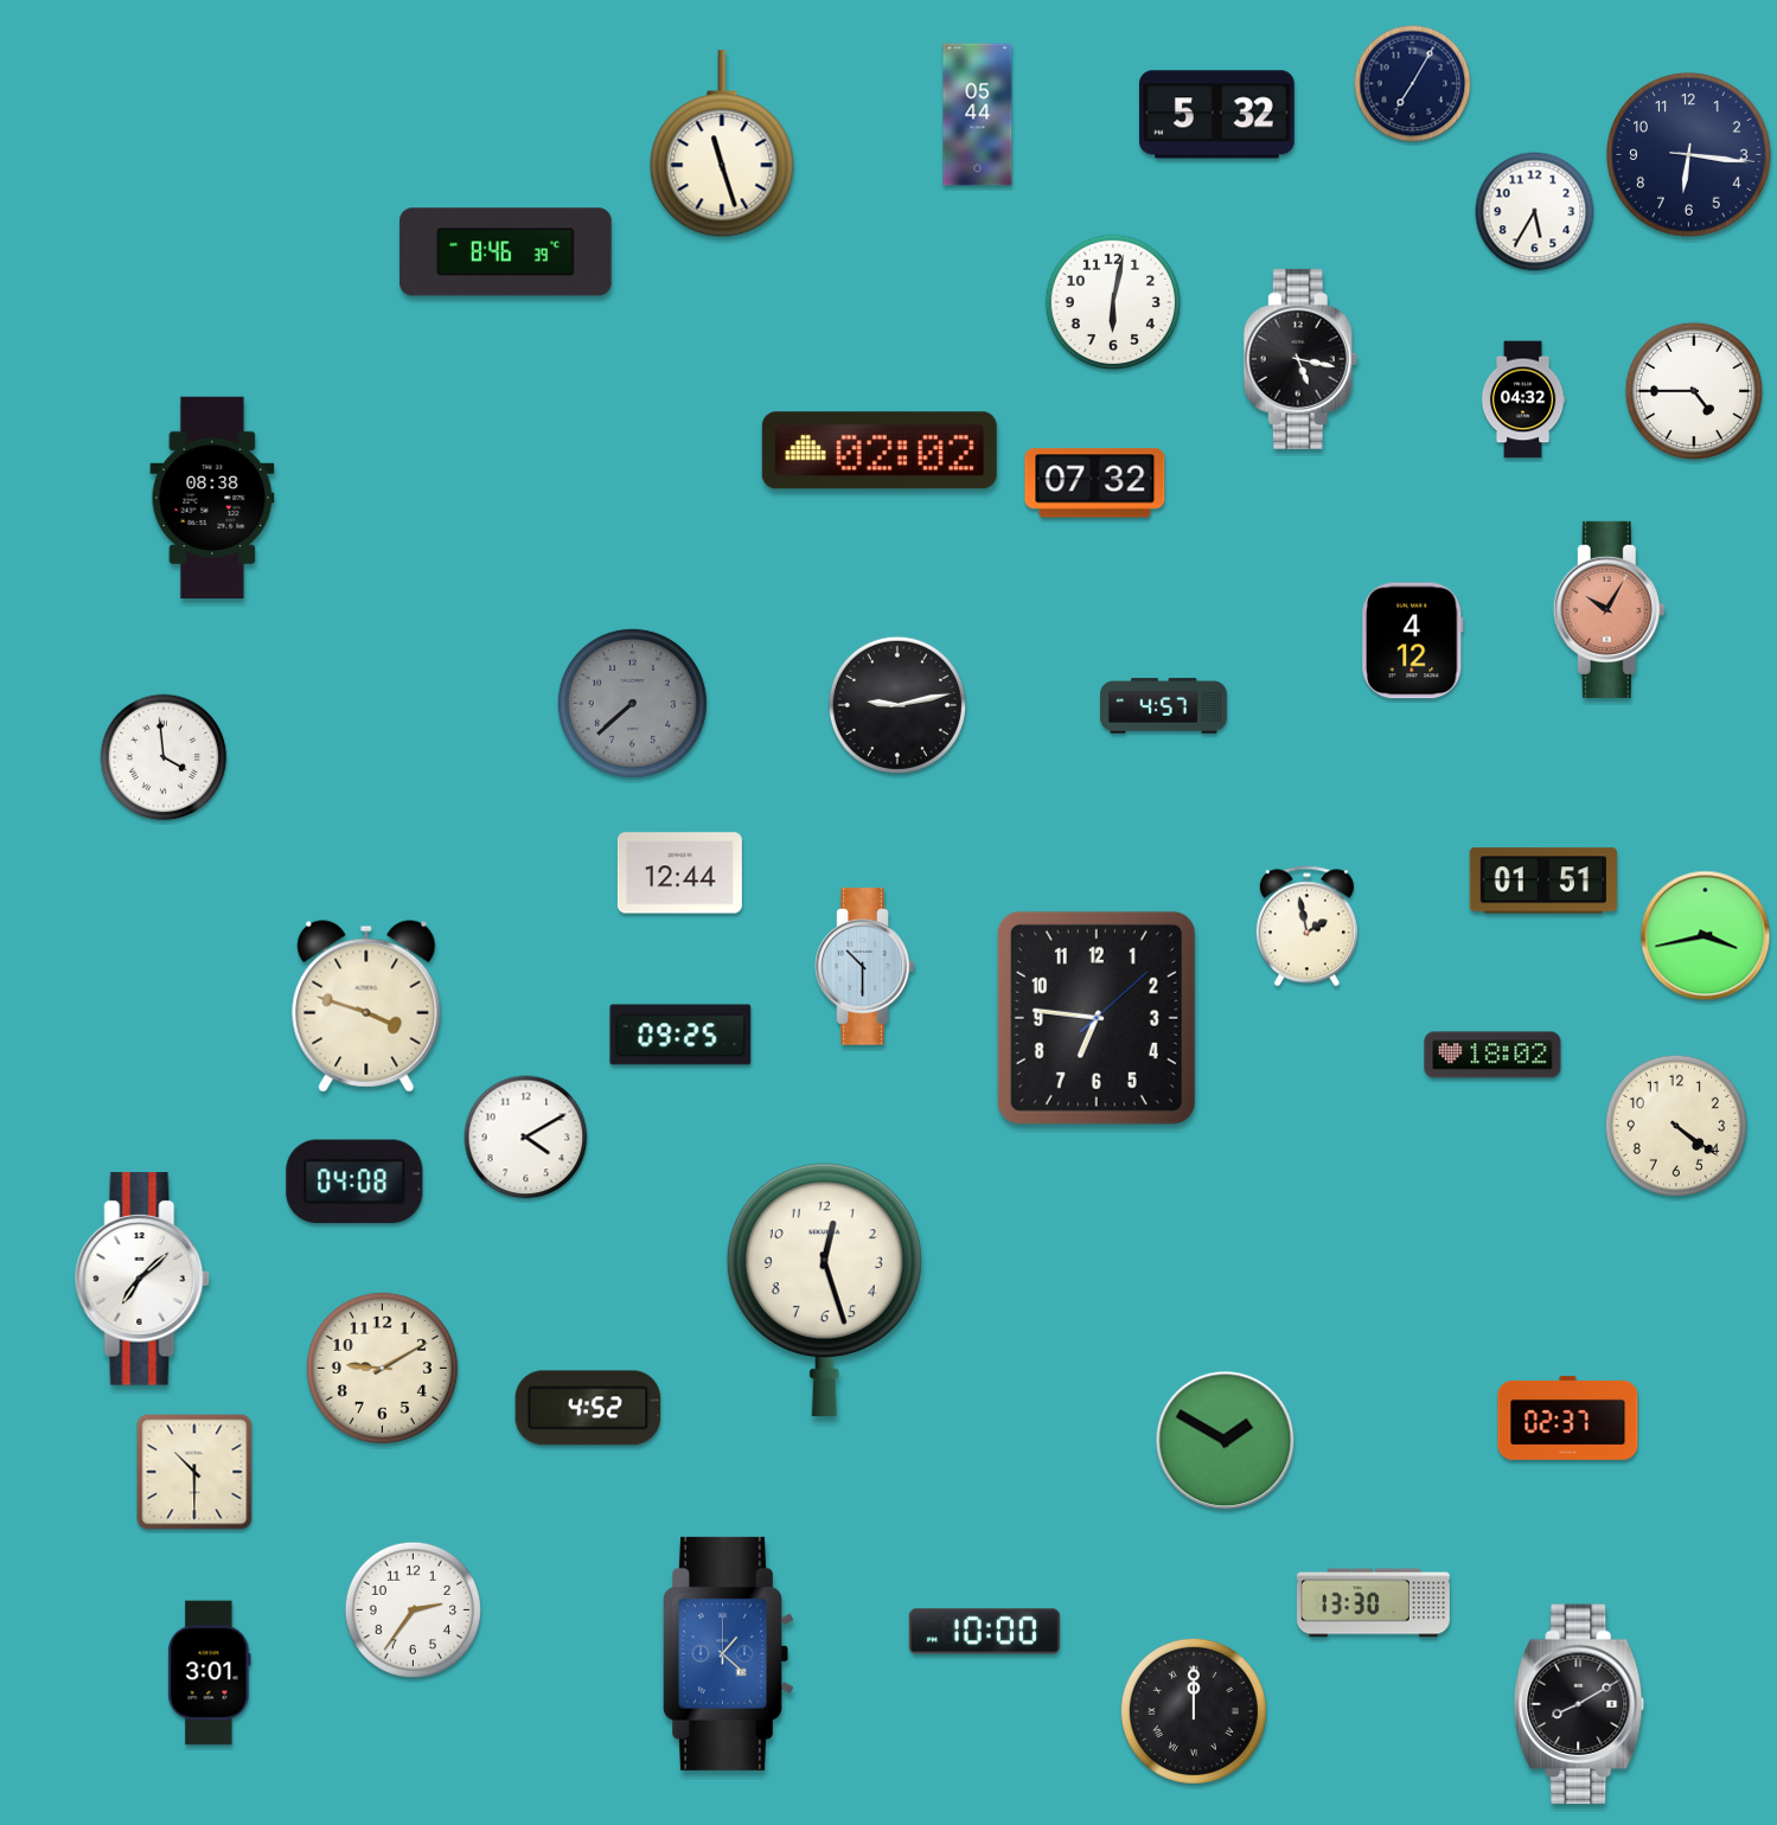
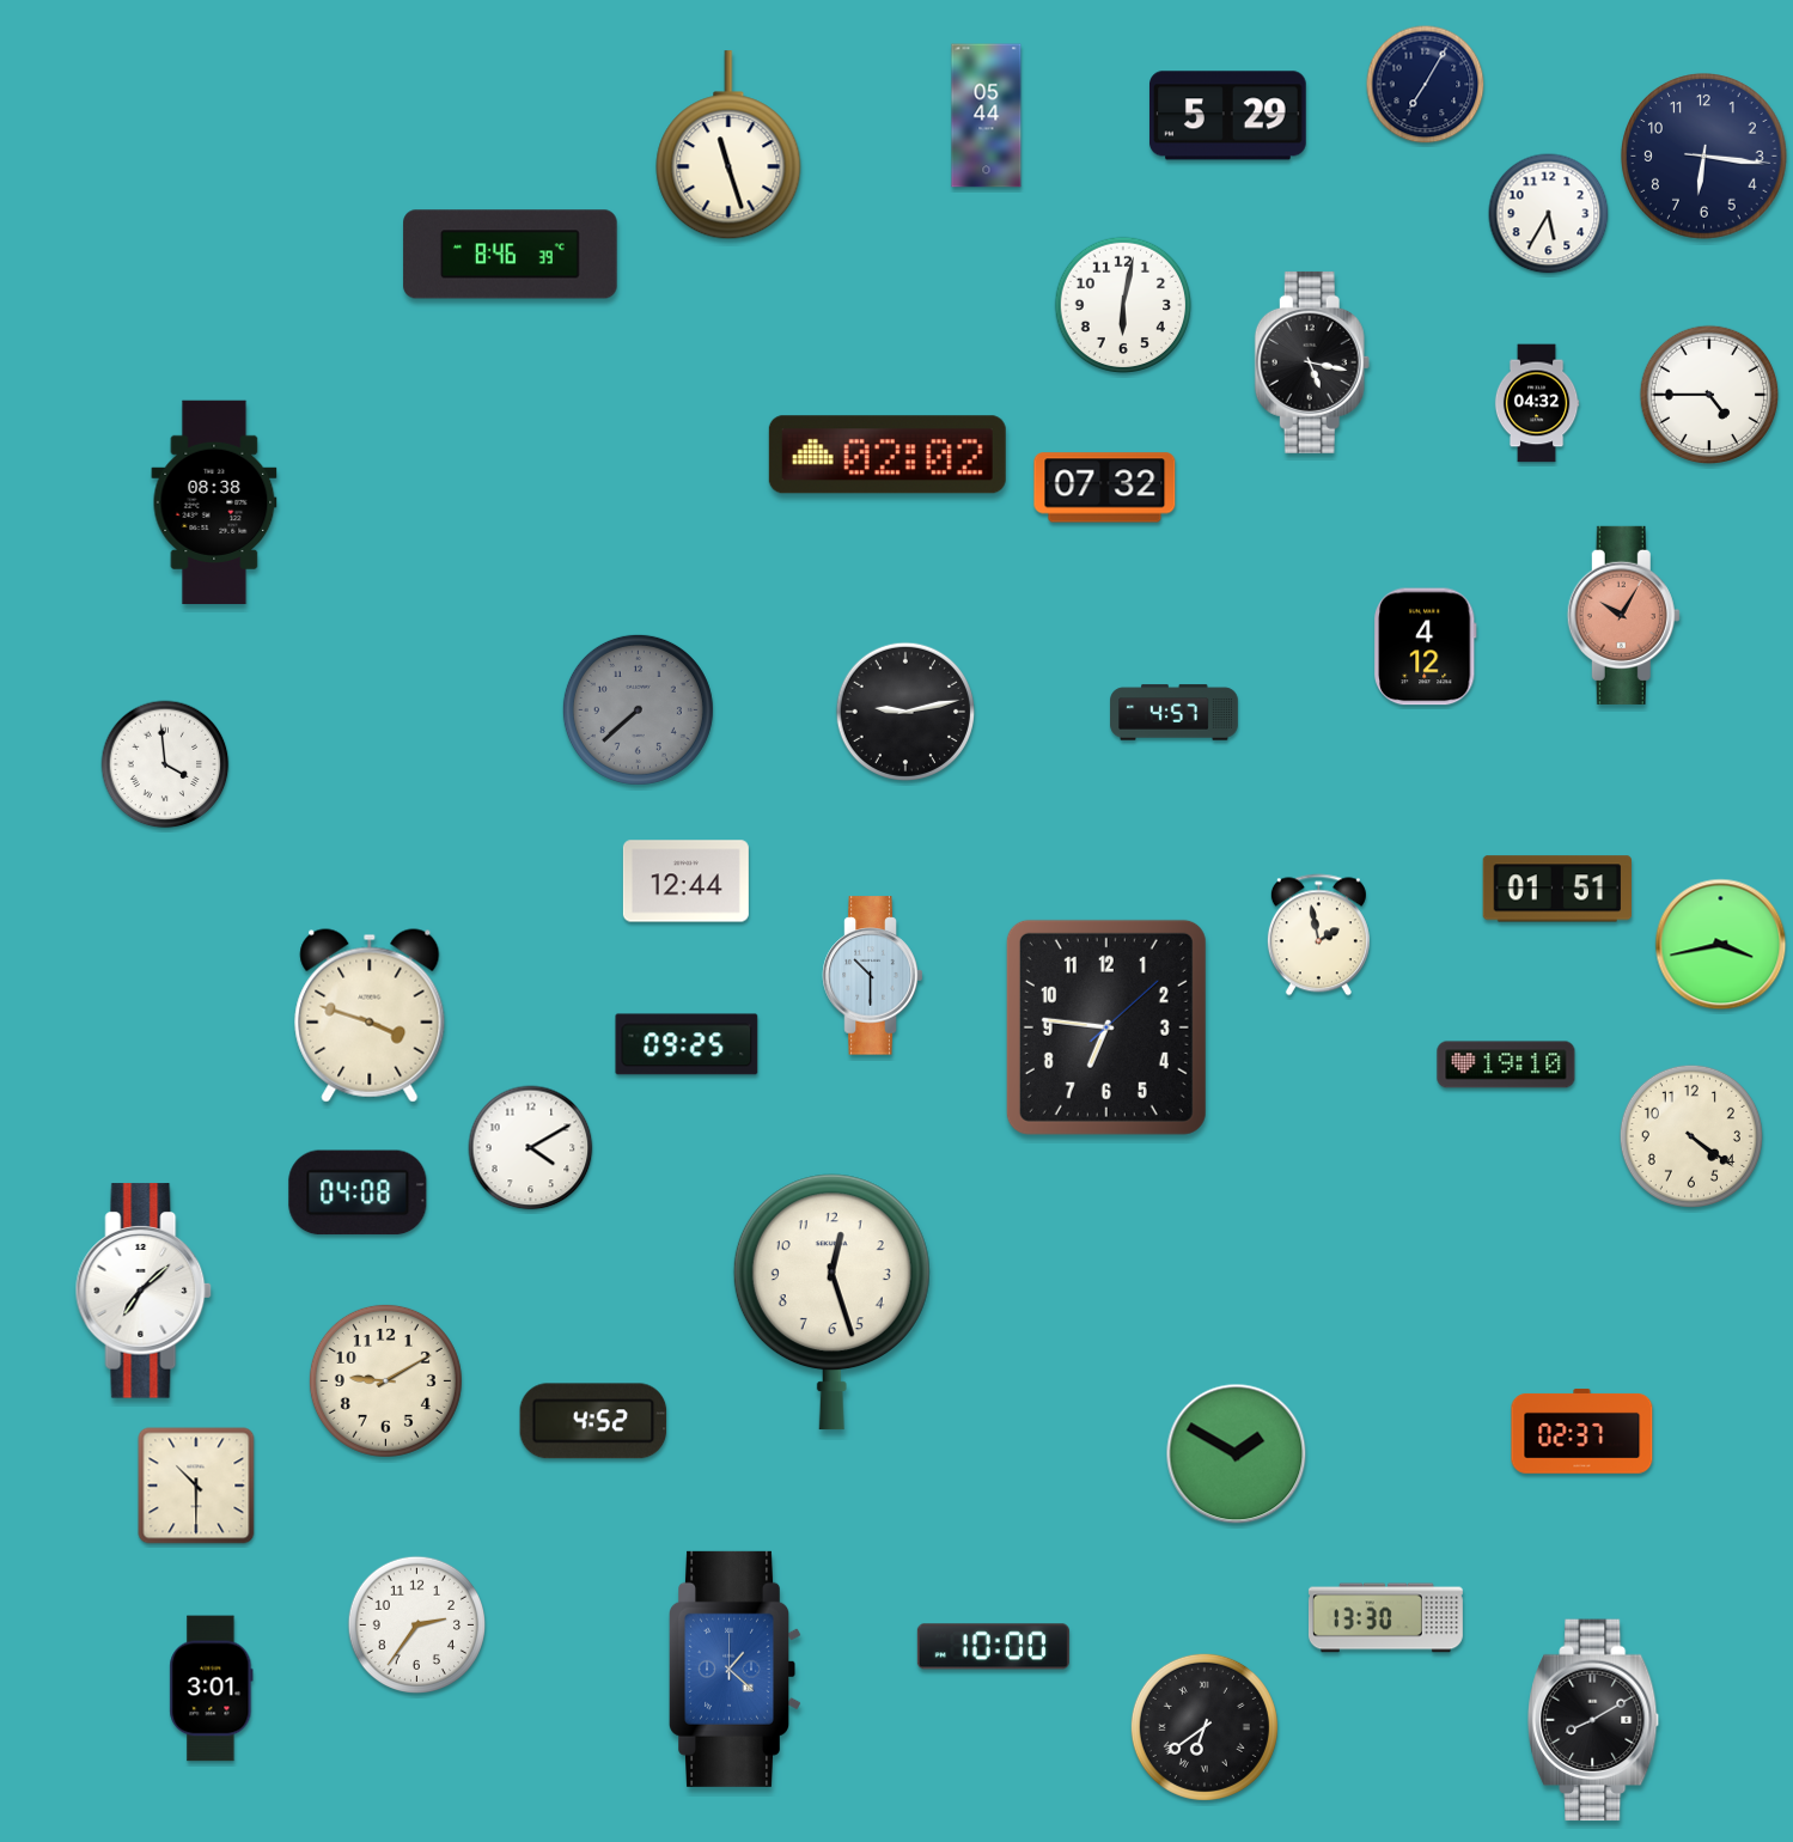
clock at (1217, 115): 5:32 -> 5:29
clock at (1492, 1055): 18:02 -> 19:10
clock at (1194, 1711): 12:00 -> 6:39
